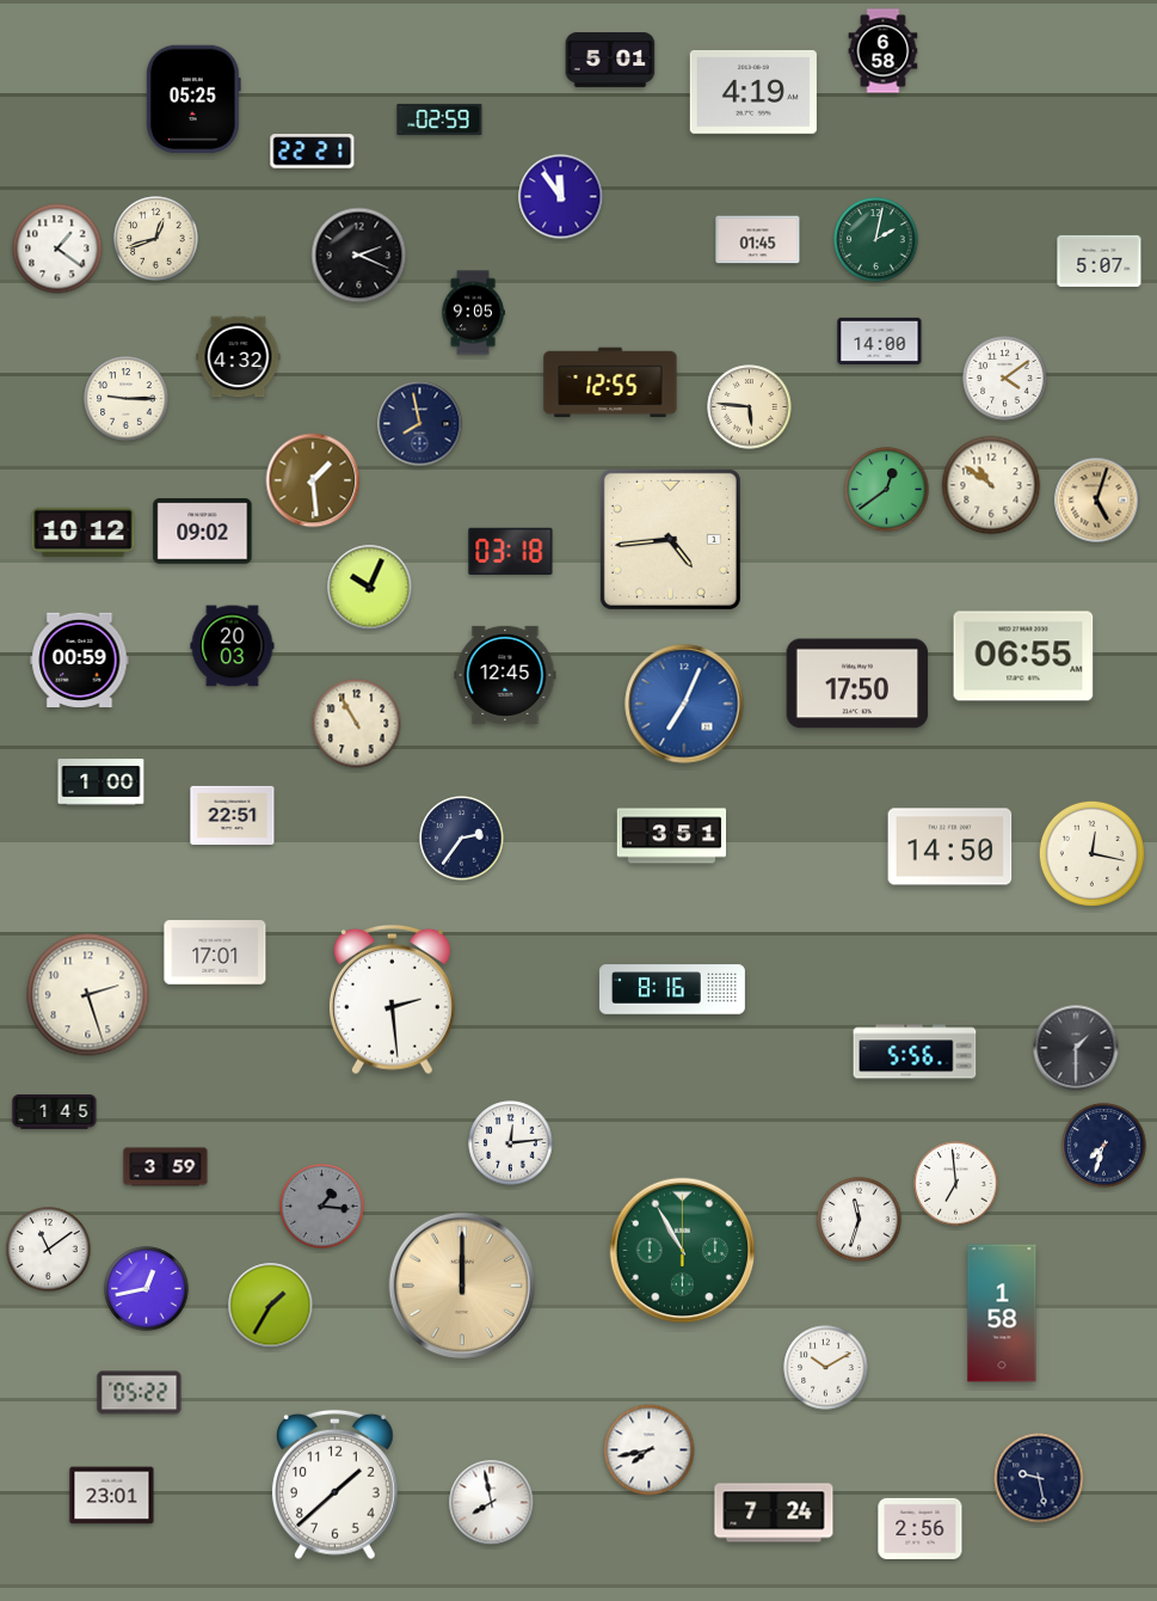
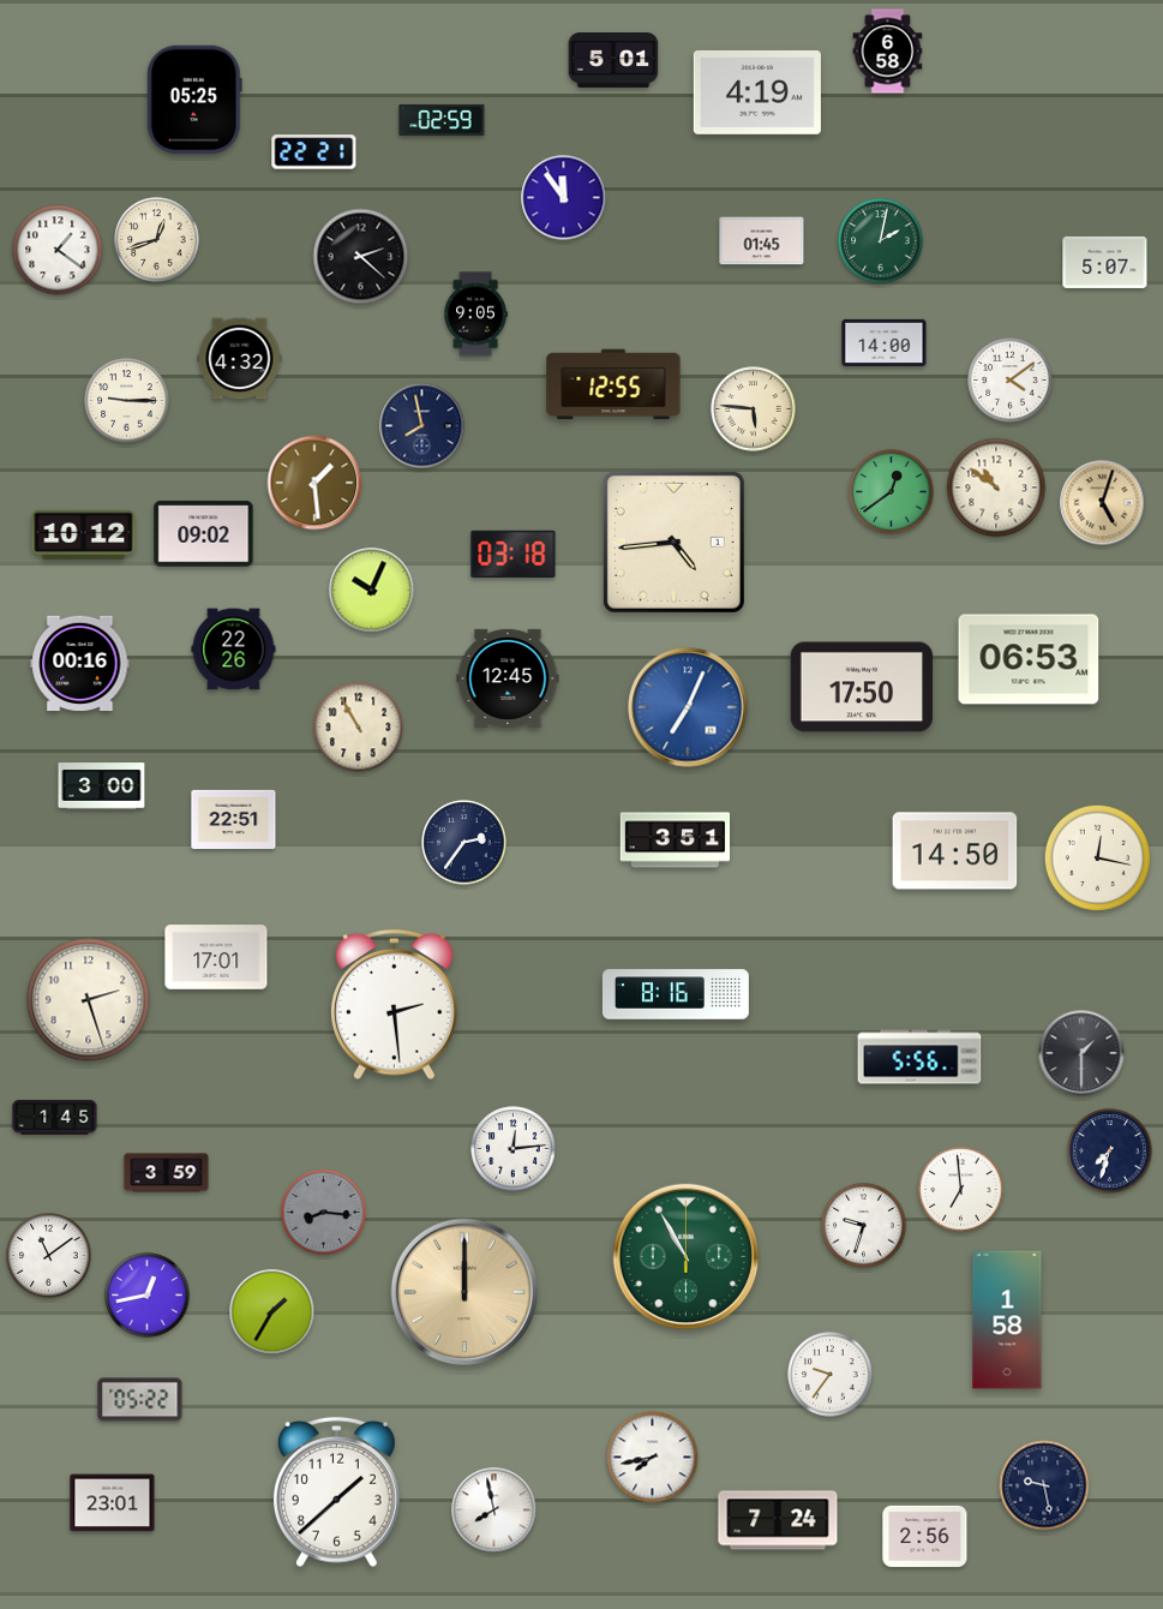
clock at (359, 256): 2:19 -> 2:22
clock at (233, 646): 20:03 -> 22:26
clock at (1023, 656): 06:55 -> 06:53
clock at (80, 660): 00:59 -> 00:16
clock at (101, 783): 1:00 -> 3:00
clock at (322, 1207): 1:16 -> 8:16
clock at (860, 1220): 11:33 -> 9:33
clock at (826, 1368): 10:10 -> 9:36
